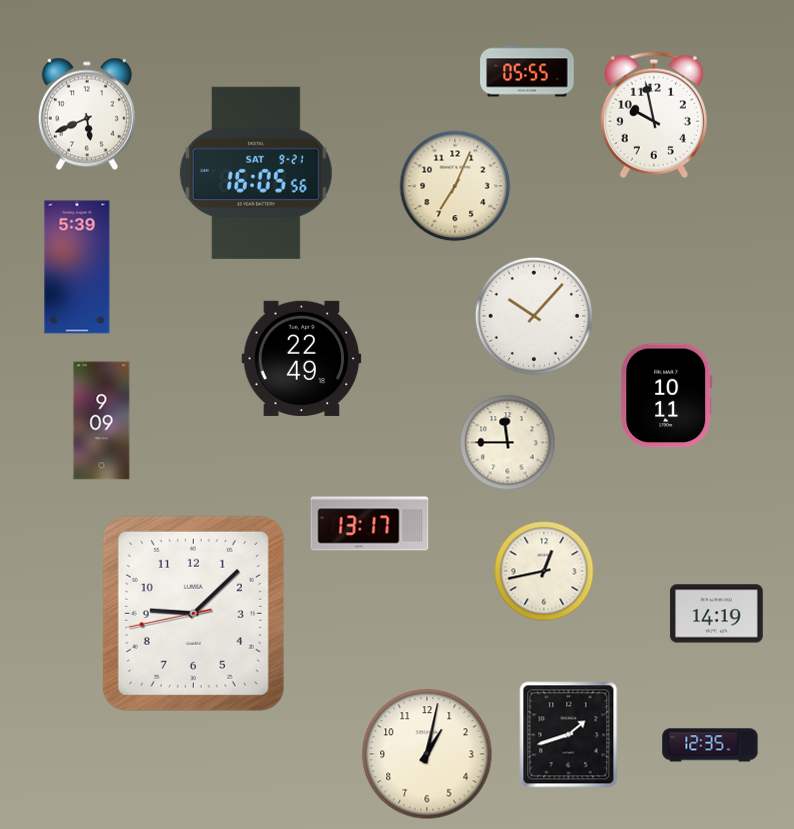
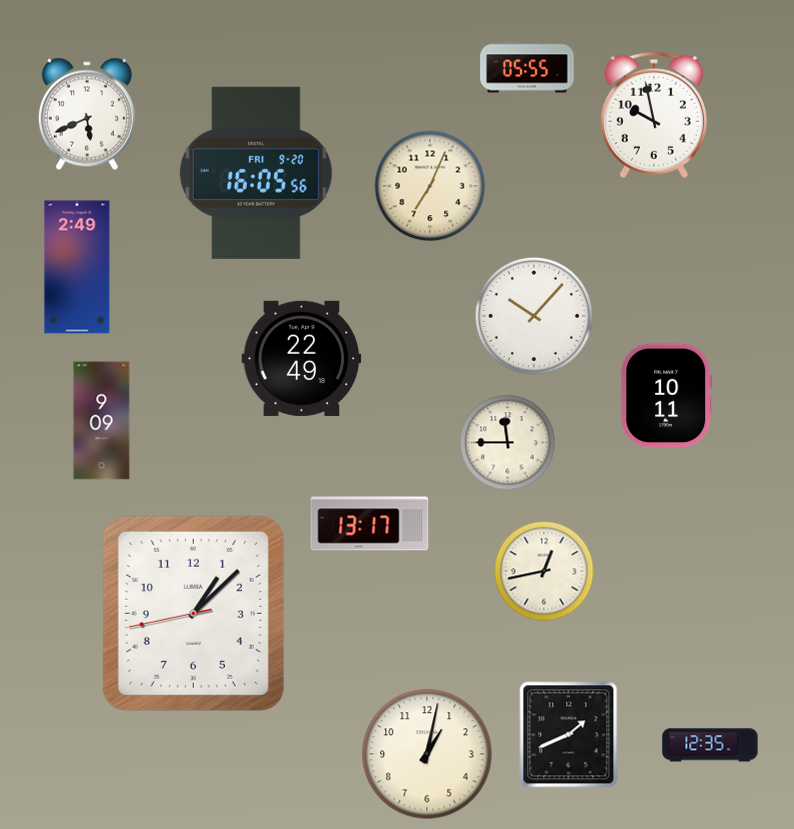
clock at (527, 71) position: (527, 71) -> (527, 67)
clock at (256, 173) date: SAT 9-21 -> FRI 9-20
clock at (455, 186) position: (455, 186) -> (430, 186)
clock at (77, 267): 5:39 -> 2:49
clock at (193, 613): 9:07 -> 1:07
clock at (717, 614): 14:19 -> none
clock at (569, 735): 1:42 -> 1:41
